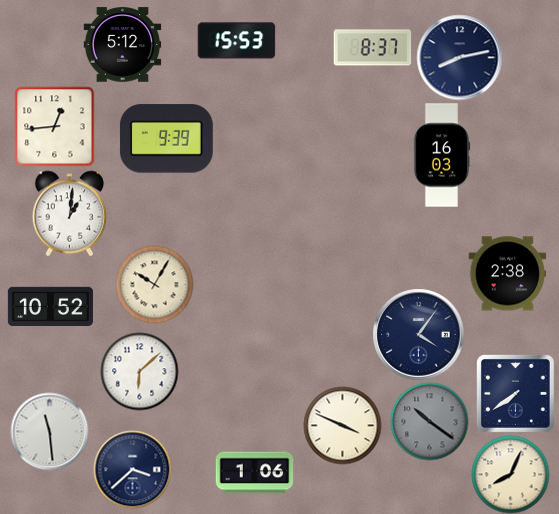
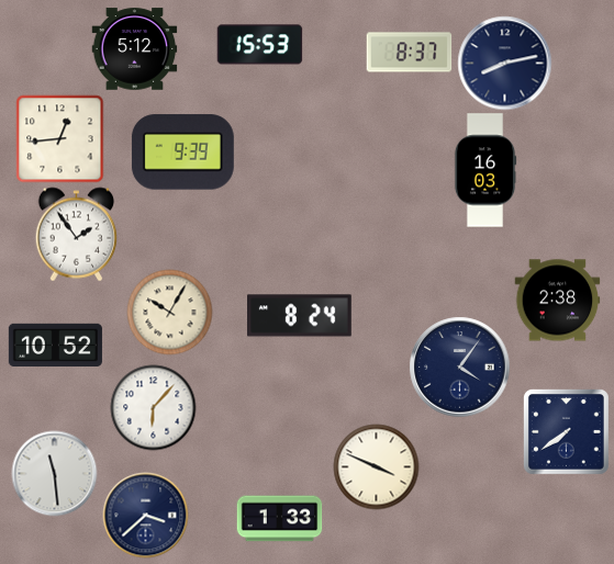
clock at (70, 213): 1:01 -> 1:54
clock at (300, 316): none -> 8:24
clock at (50, 306) position: (50, 306) -> (55, 345)
clock at (139, 371): 6:08 -> 6:07
clock at (429, 421): 10:21 -> none
clock at (254, 473): 1:06 -> 1:33
clock at (510, 474): 8:04 -> none
